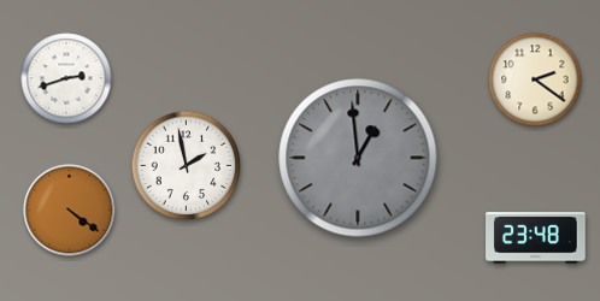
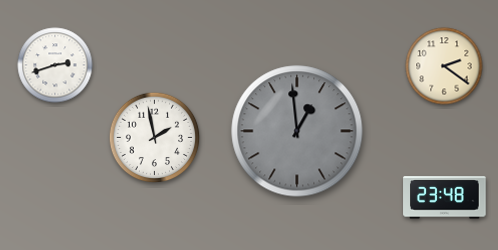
clock at (70, 211): 4:21 -> none
